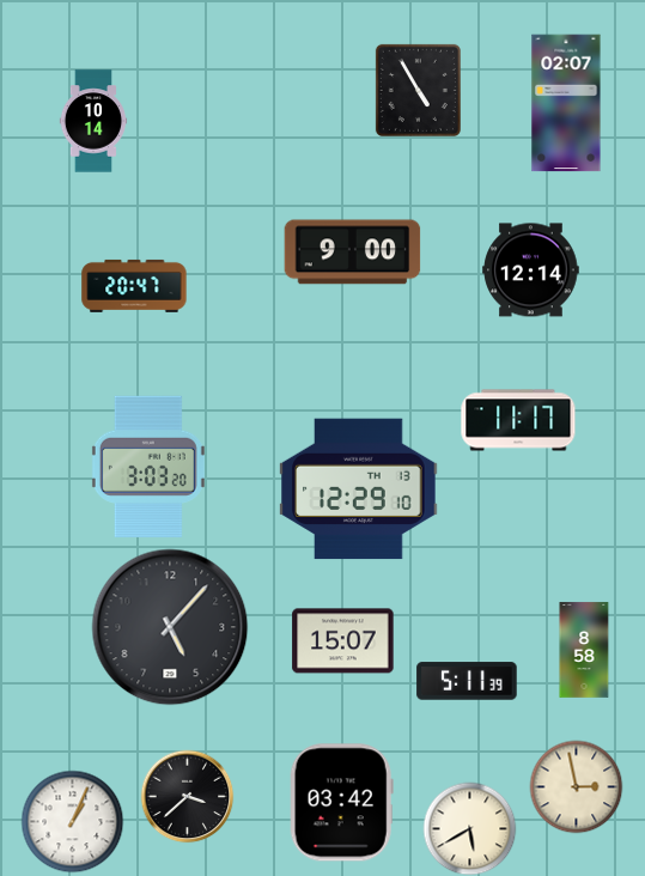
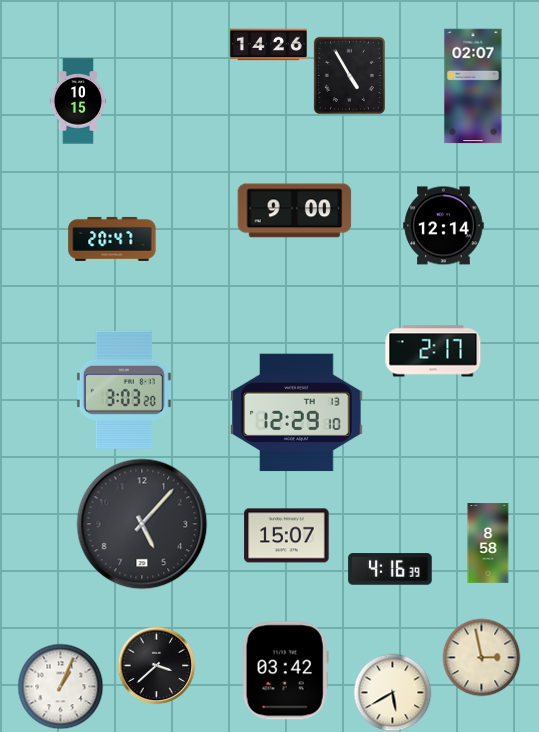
clock at (268, 45): none -> 14:26
clock at (93, 121): 10:14 -> 10:15
clock at (518, 420): 11:17 -> 2:17
clock at (359, 489) position: (359, 489) -> (297, 413)
clock at (467, 681): 5:11 -> 4:16
